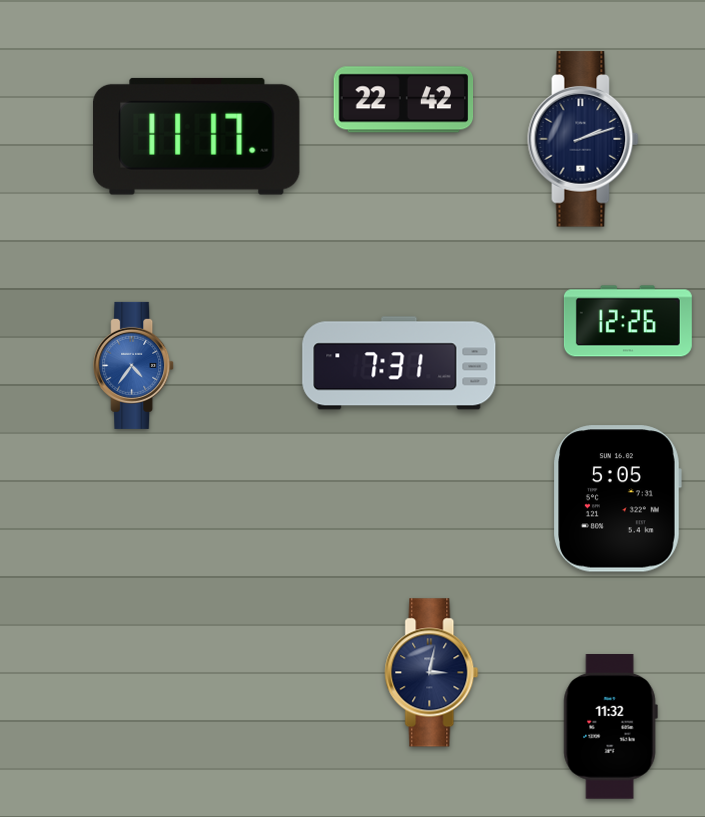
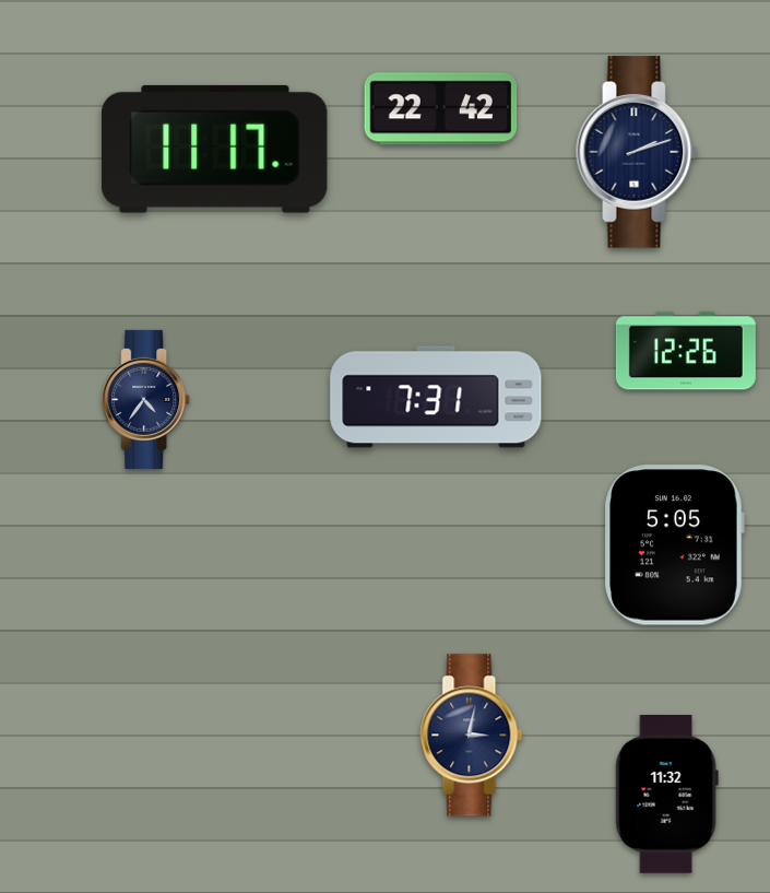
clock at (134, 365) dial: blue -> navy
